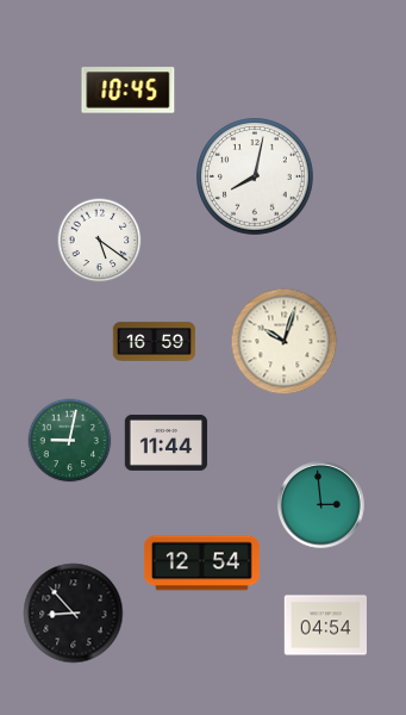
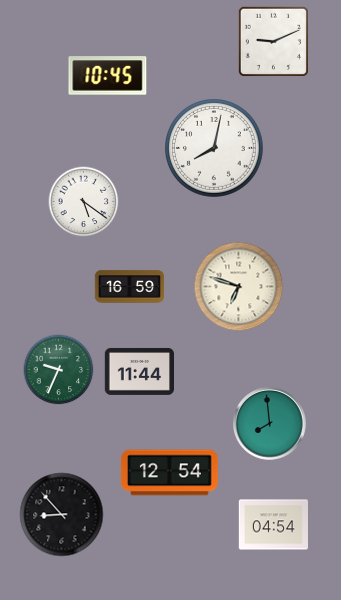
clock at (273, 41): none -> 9:11
clock at (285, 342): 10:03 -> 6:48
clock at (70, 441): 9:02 -> 9:34
clock at (321, 505): 2:59 -> 7:59
